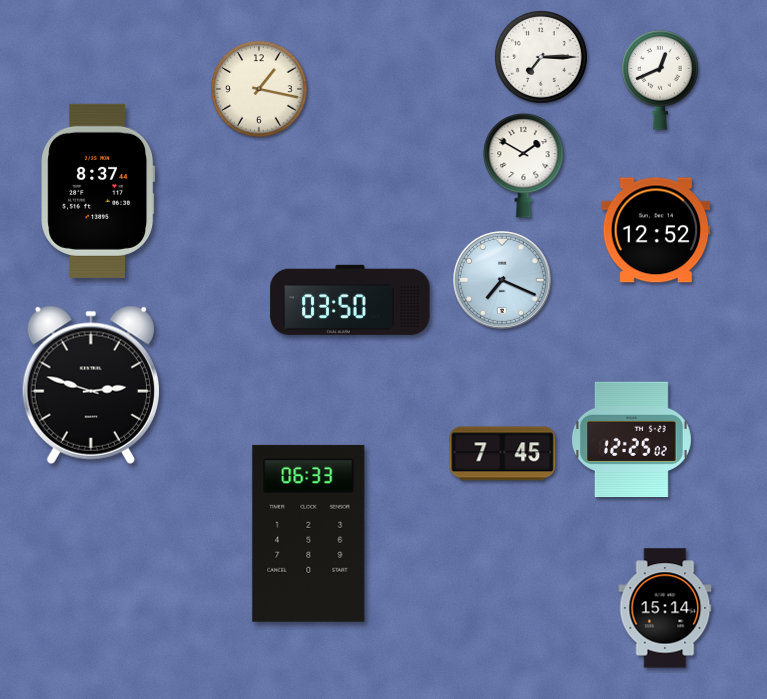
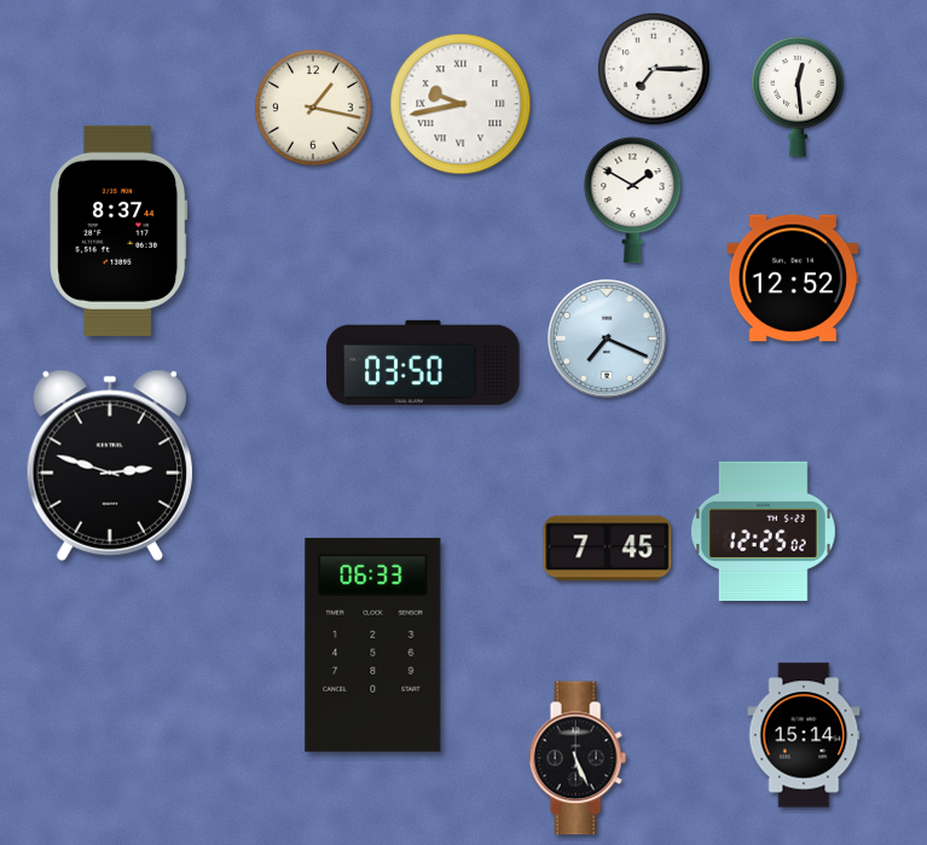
clock at (660, 81): 12:41 -> 12:29
clock at (460, 104): none -> 9:43
clock at (578, 758): none -> 5:26
